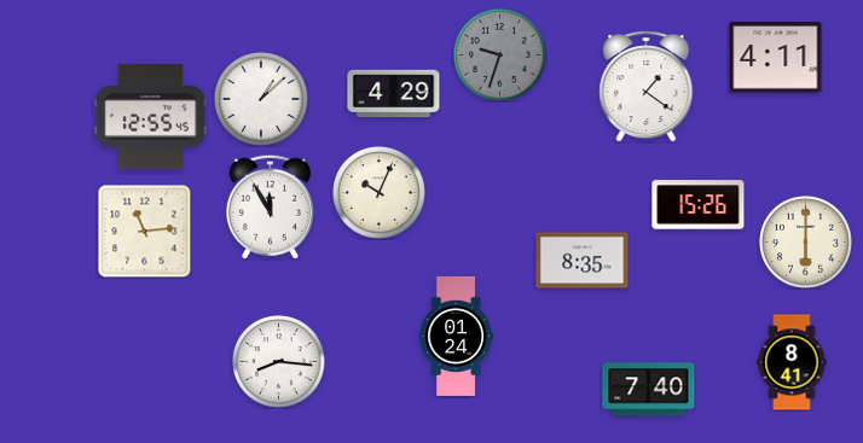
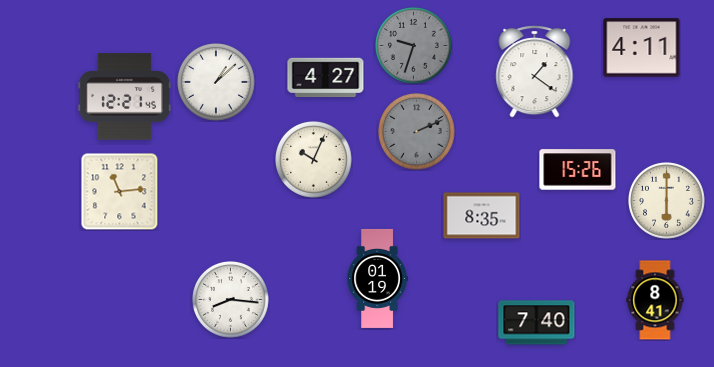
clock at (394, 94): 4:29 -> 4:27
clock at (151, 117): 12:55 -> 12:21
clock at (417, 132): none -> 2:11
clock at (270, 206): 11:55 -> none
clock at (456, 336): 01:24 -> 01:19
